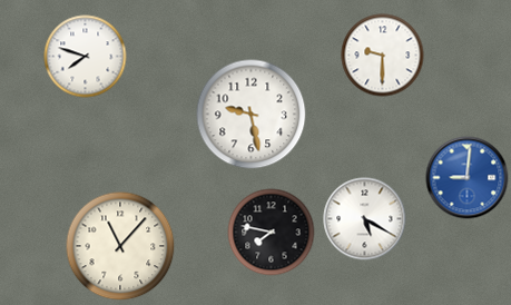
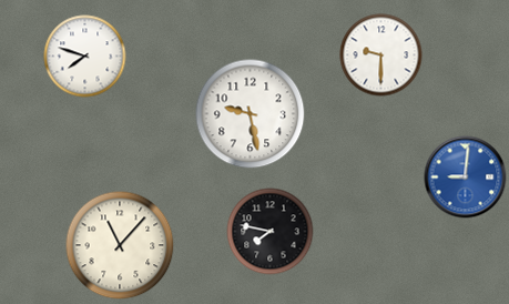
clock at (365, 219): 5:20 -> none
